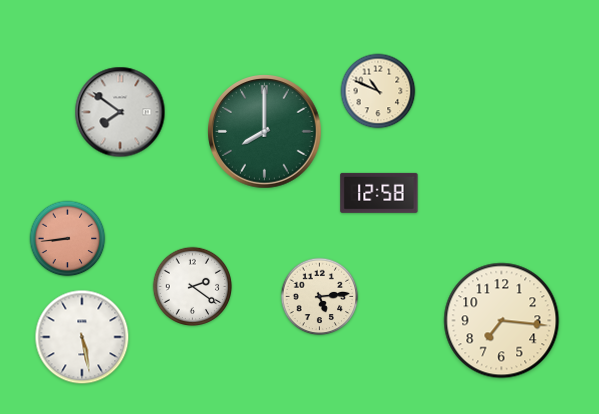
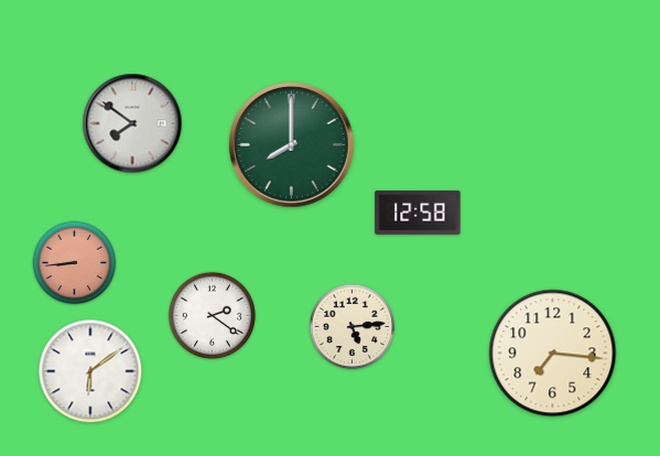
clock at (378, 91): 10:49 -> none
clock at (82, 337): 5:28 -> 6:09
